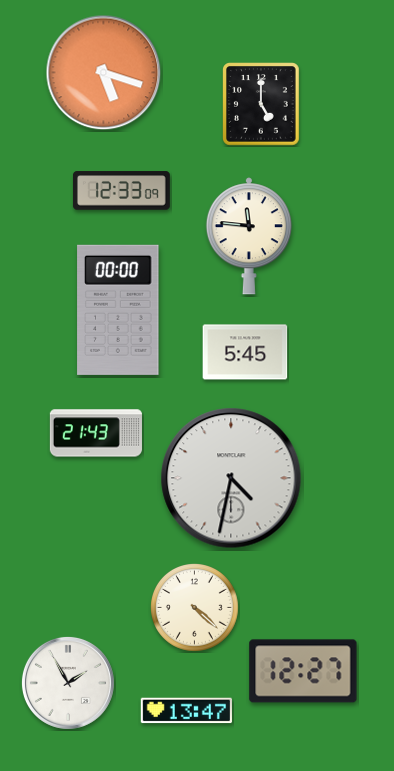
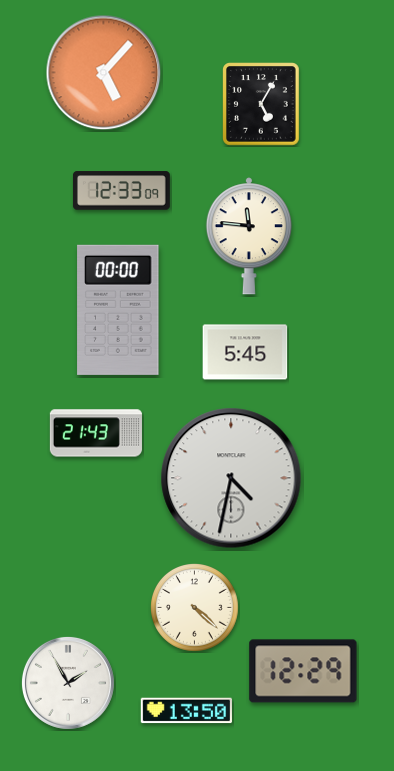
clock at (104, 73): 5:18 -> 5:07
clock at (261, 104): 5:00 -> 5:05
clock at (303, 671): 12:27 -> 12:29
clock at (186, 711): 13:47 -> 13:50
